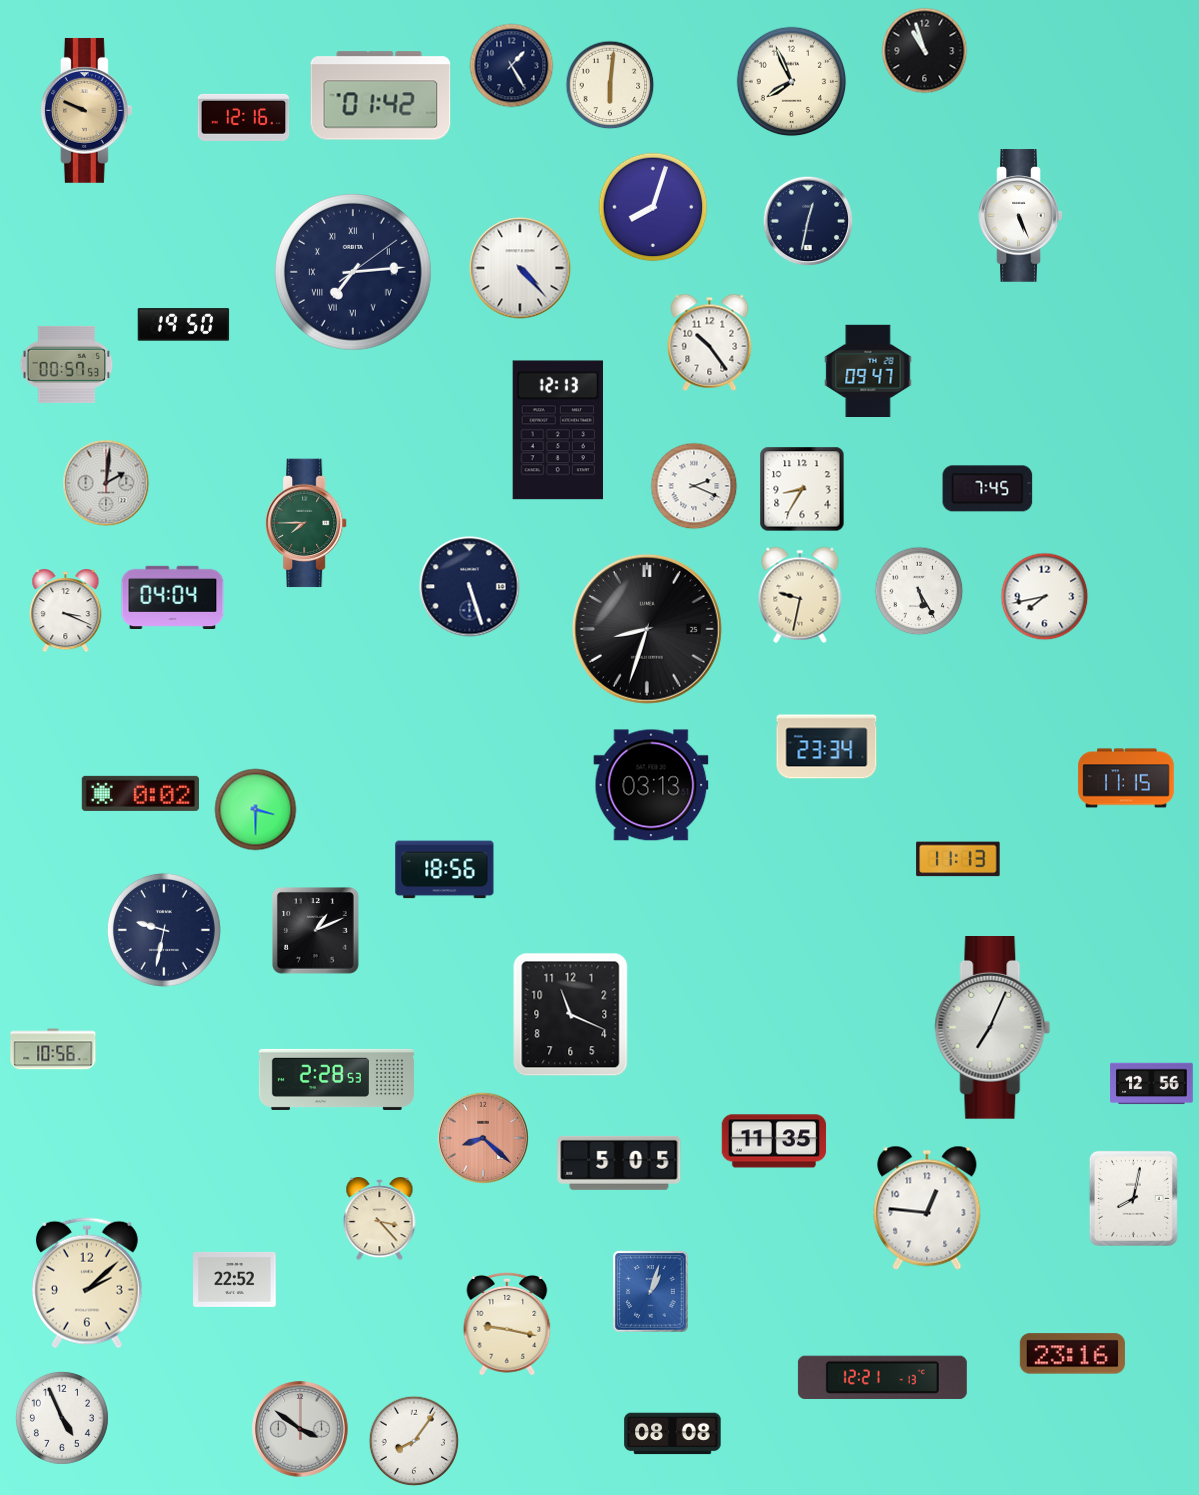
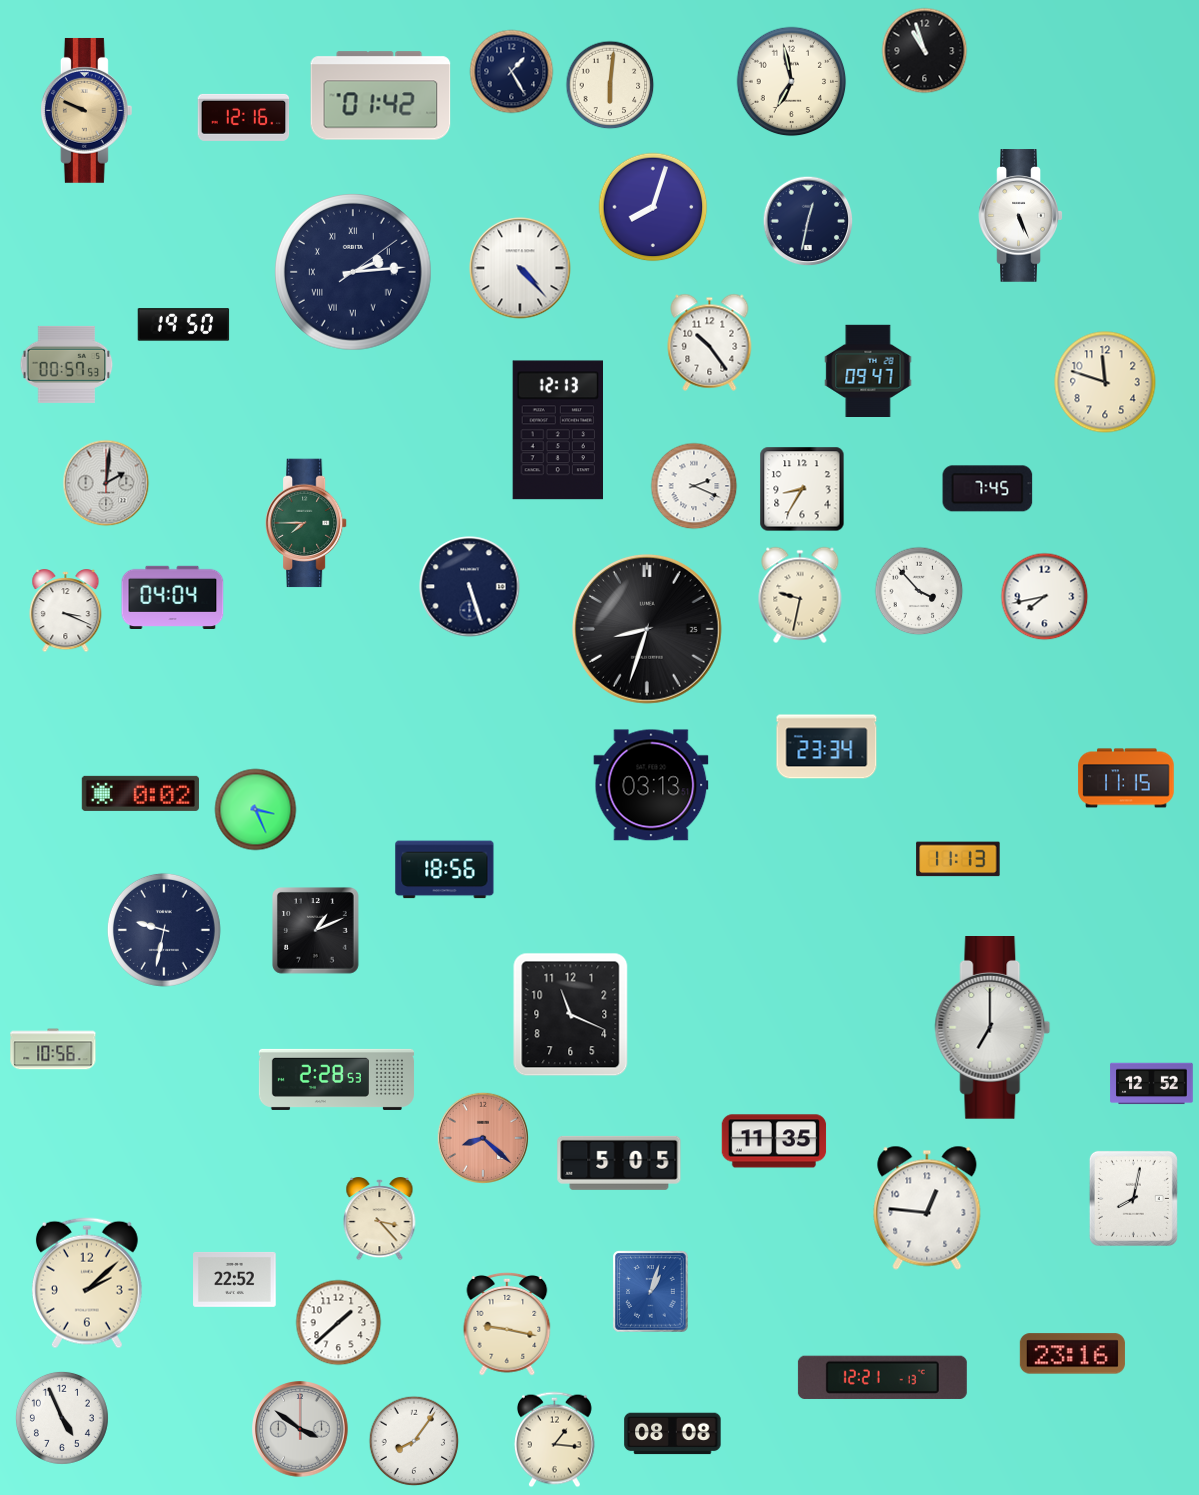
clock at (512, 66) position: (512, 66) -> (512, 72)
clock at (792, 82): 7:56 -> 6:58
clock at (354, 273): 7:14 -> 2:14
clock at (1105, 382): none -> 11:48
clock at (919, 591): 5:25 -> 3:53
clock at (256, 810): 3:30 -> 3:26
clock at (993, 1028): 7:04 -> 7:00
clock at (1152, 1084): 12:56 -> 12:52
clock at (339, 1323): none -> 1:38
clock at (554, 1440): none -> 1:16
